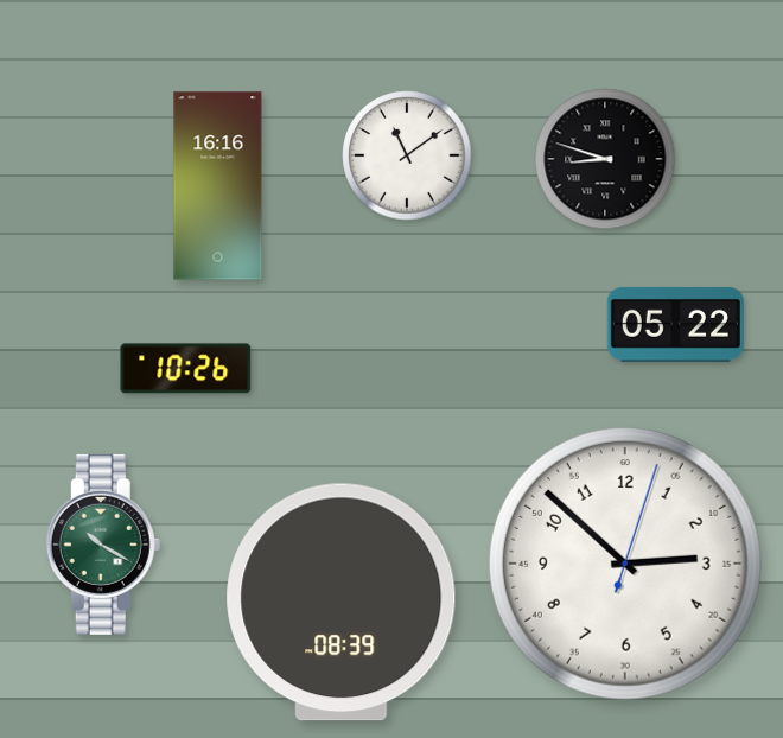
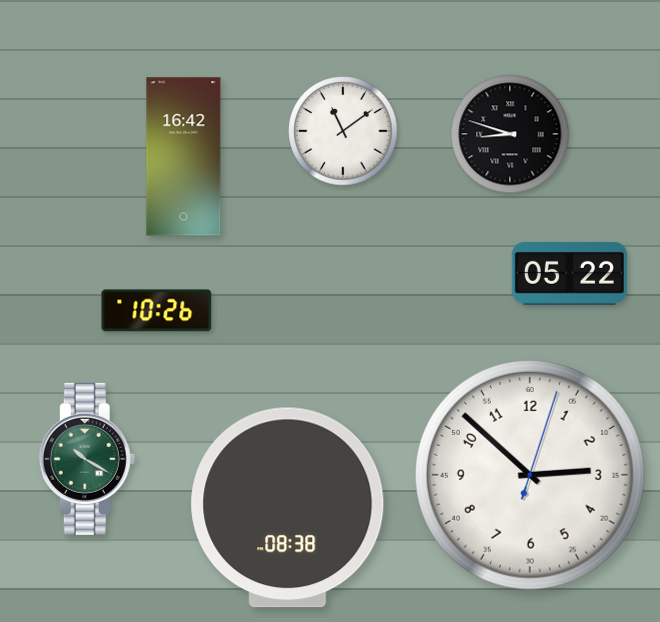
clock at (218, 186): 16:16 -> 16:42
clock at (625, 564) position: (625, 564) -> (530, 475)
clock at (342, 603): 08:39 -> 08:38
